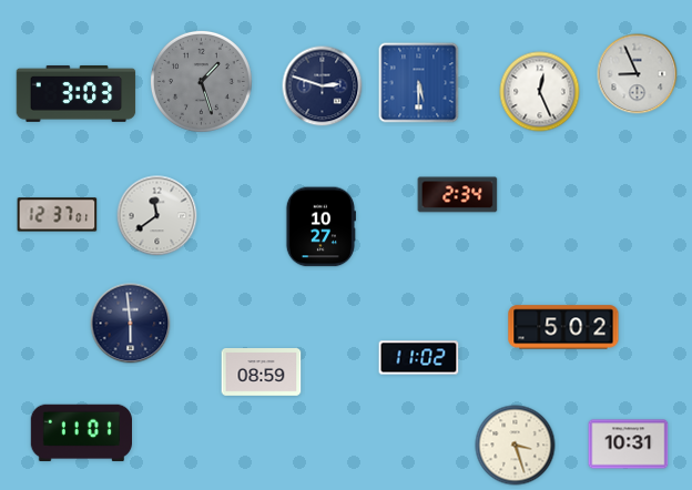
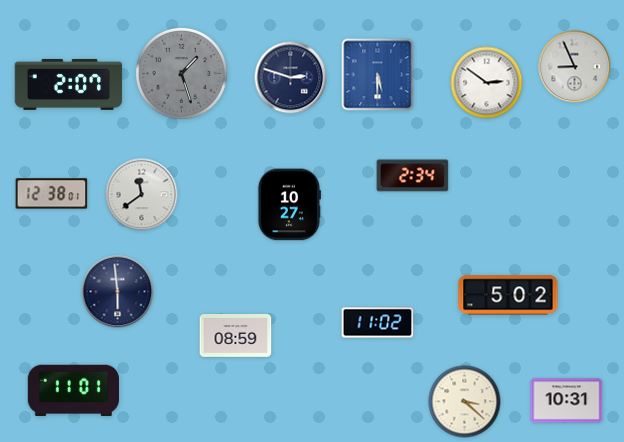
clock at (540, 92): 12:26 -> 2:51
clock at (77, 93): 3:03 -> 2:07
clock at (58, 215): 12:37 -> 12:38
clock at (516, 446): 3:27 -> 3:22
